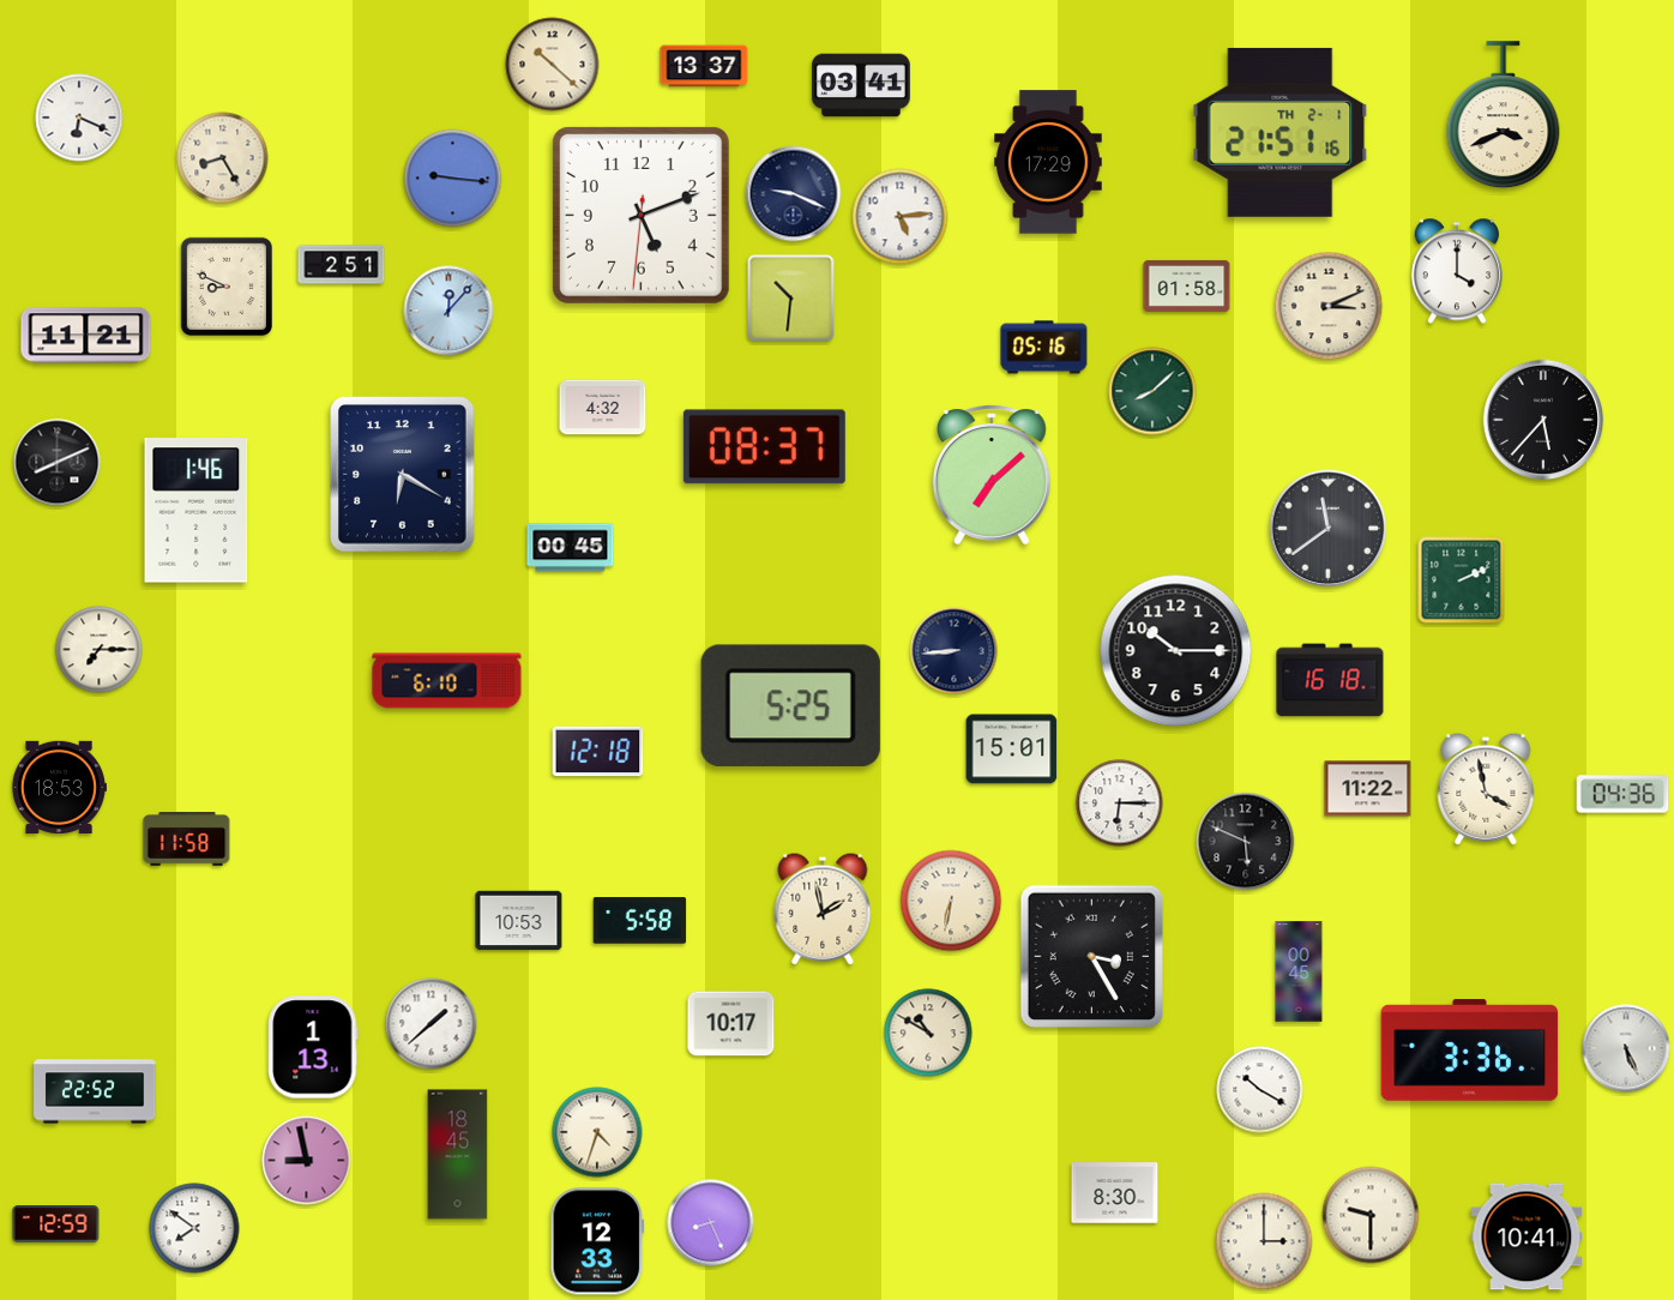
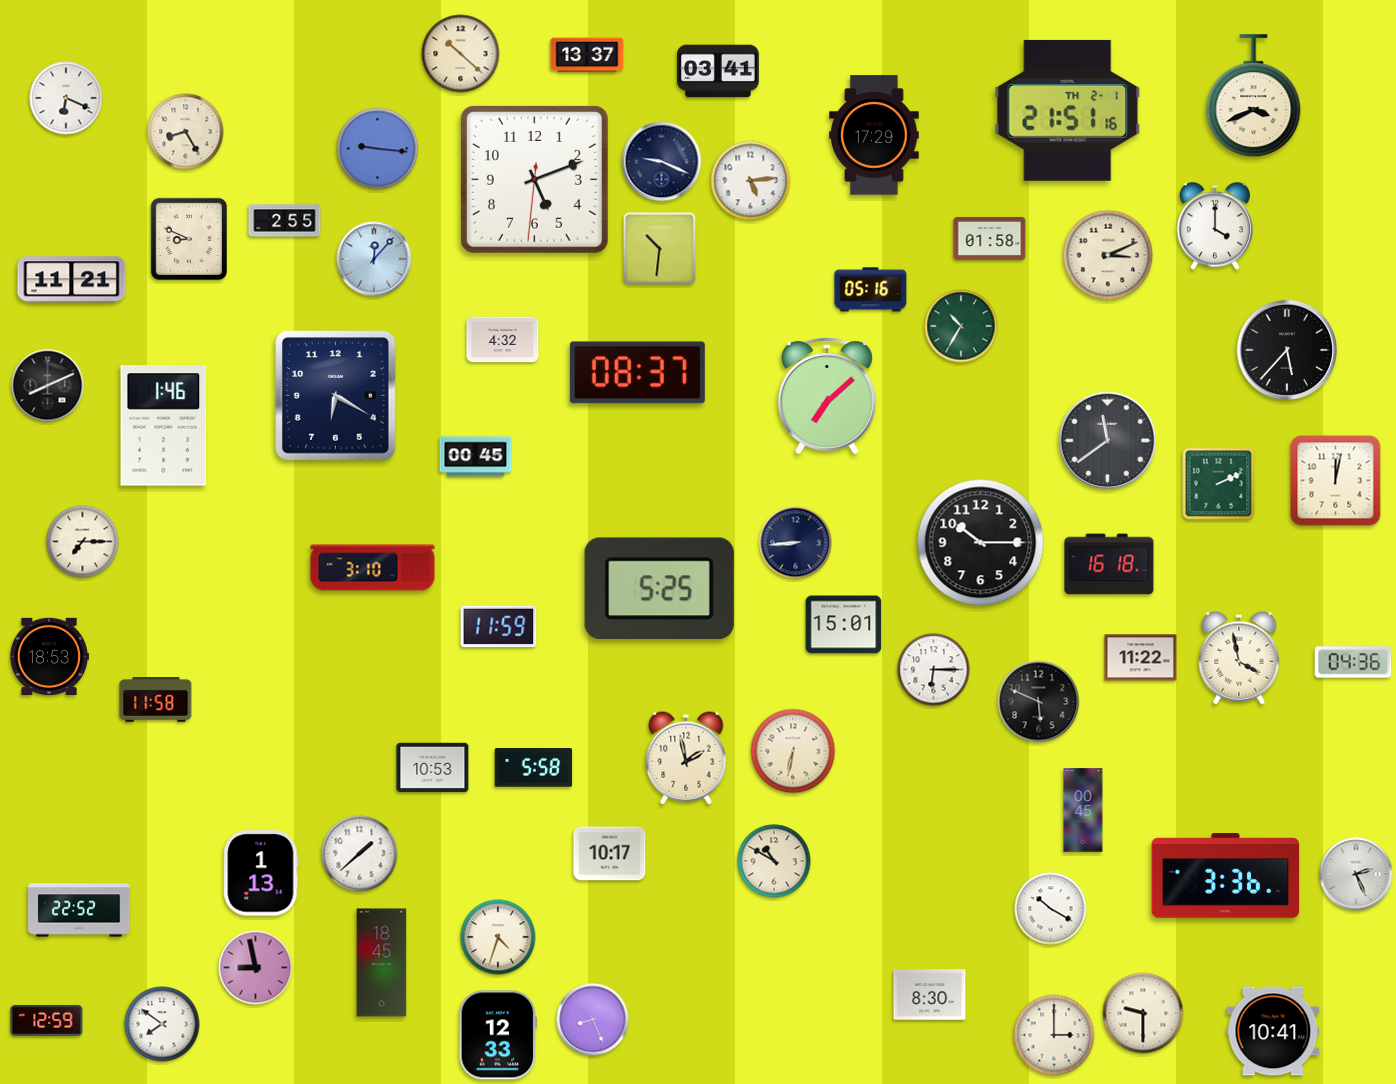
clock at (342, 265): 2:51 -> 2:55
clock at (1152, 391): 8:08 -> 10:35
clock at (1336, 481): none -> 12:02
clock at (1330, 680) position: (1330, 680) -> (1109, 564)
clock at (447, 681): 6:10 -> 3:10
clock at (598, 752): 12:18 -> 11:59
clock at (1092, 957): 3:25 -> none
clock at (1626, 1048): 5:26 -> 2:26
clock at (597, 1132) position: (597, 1132) -> (498, 937)
